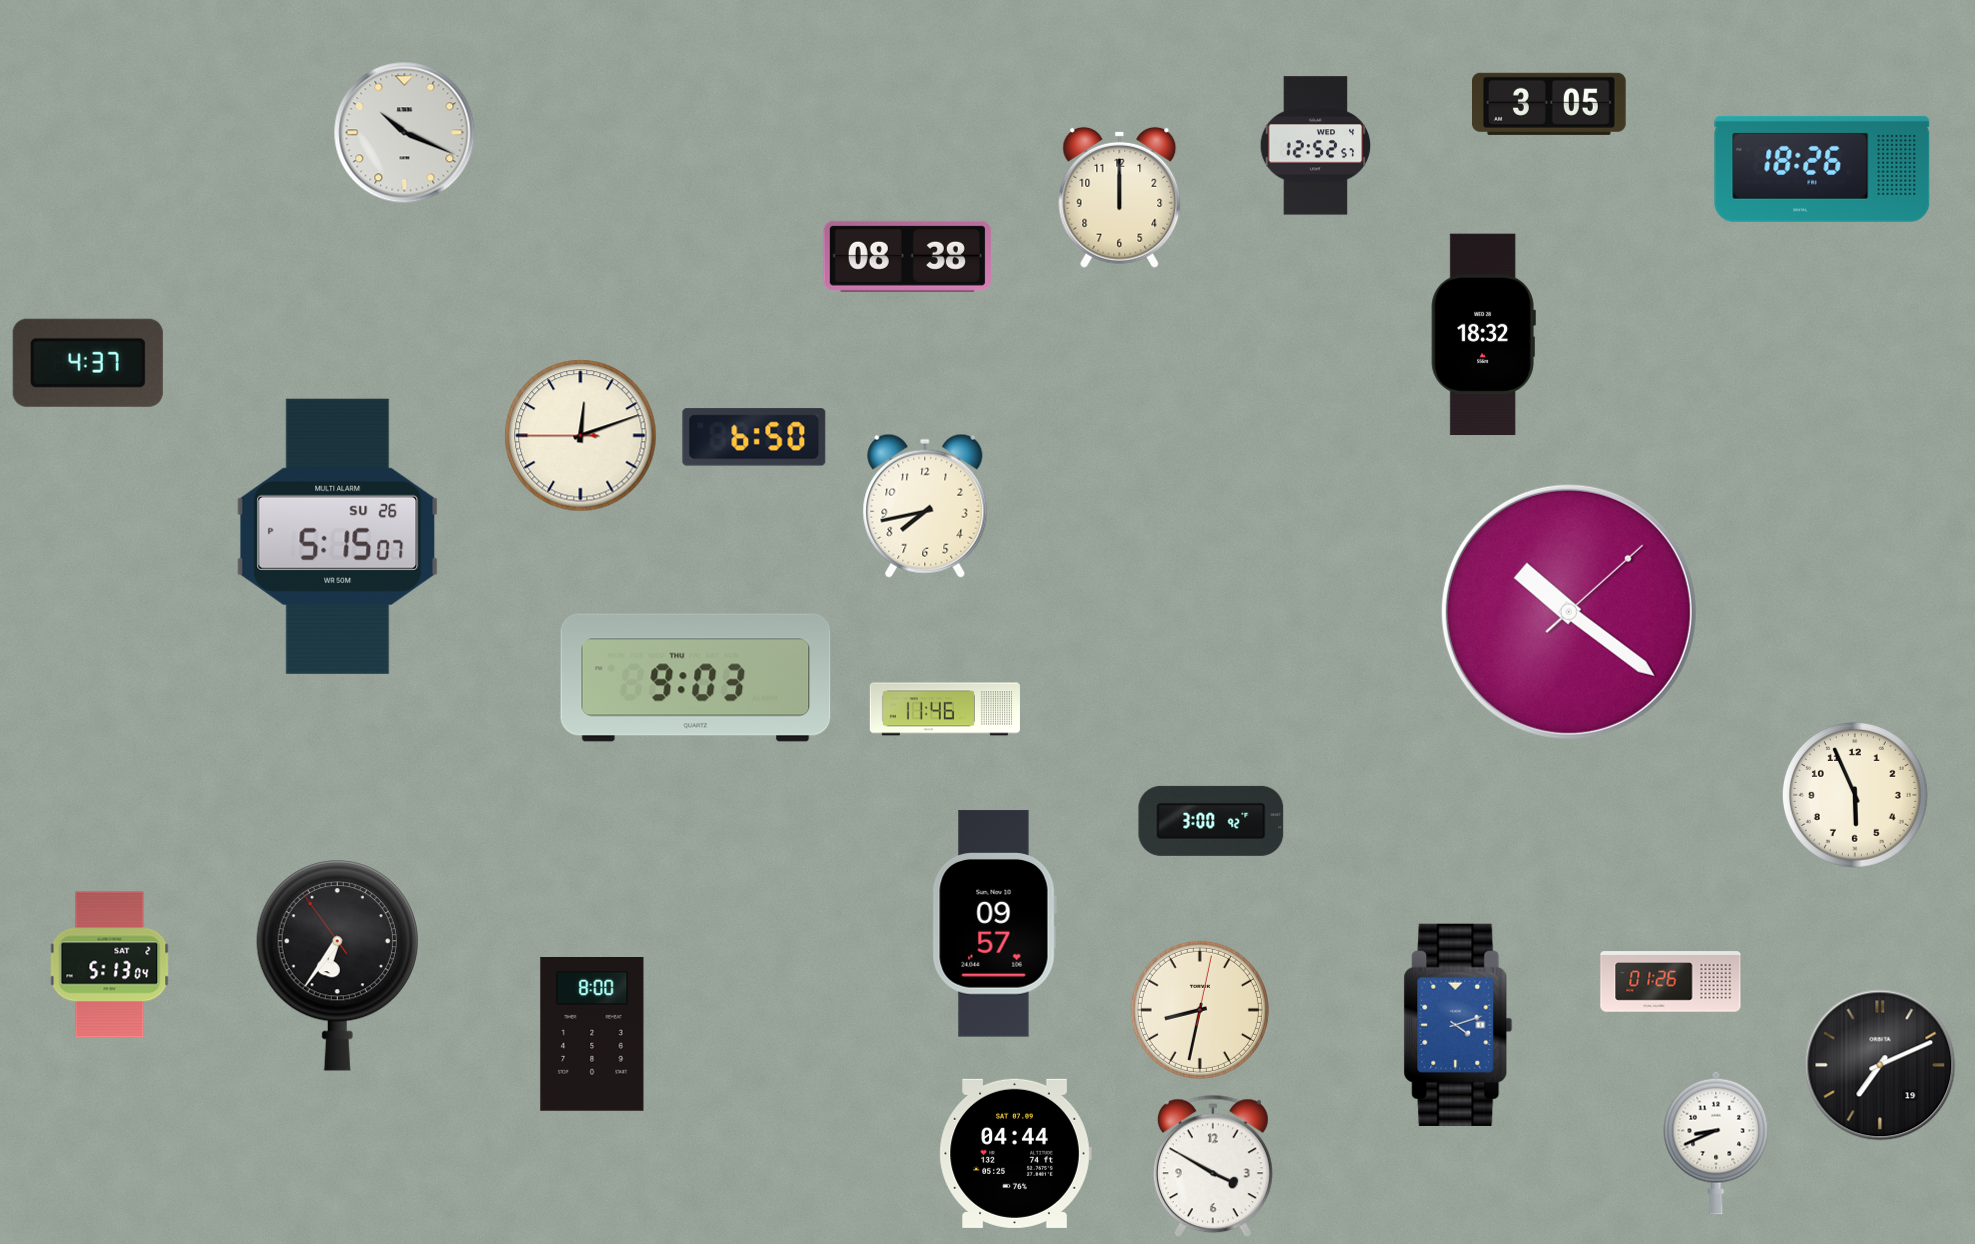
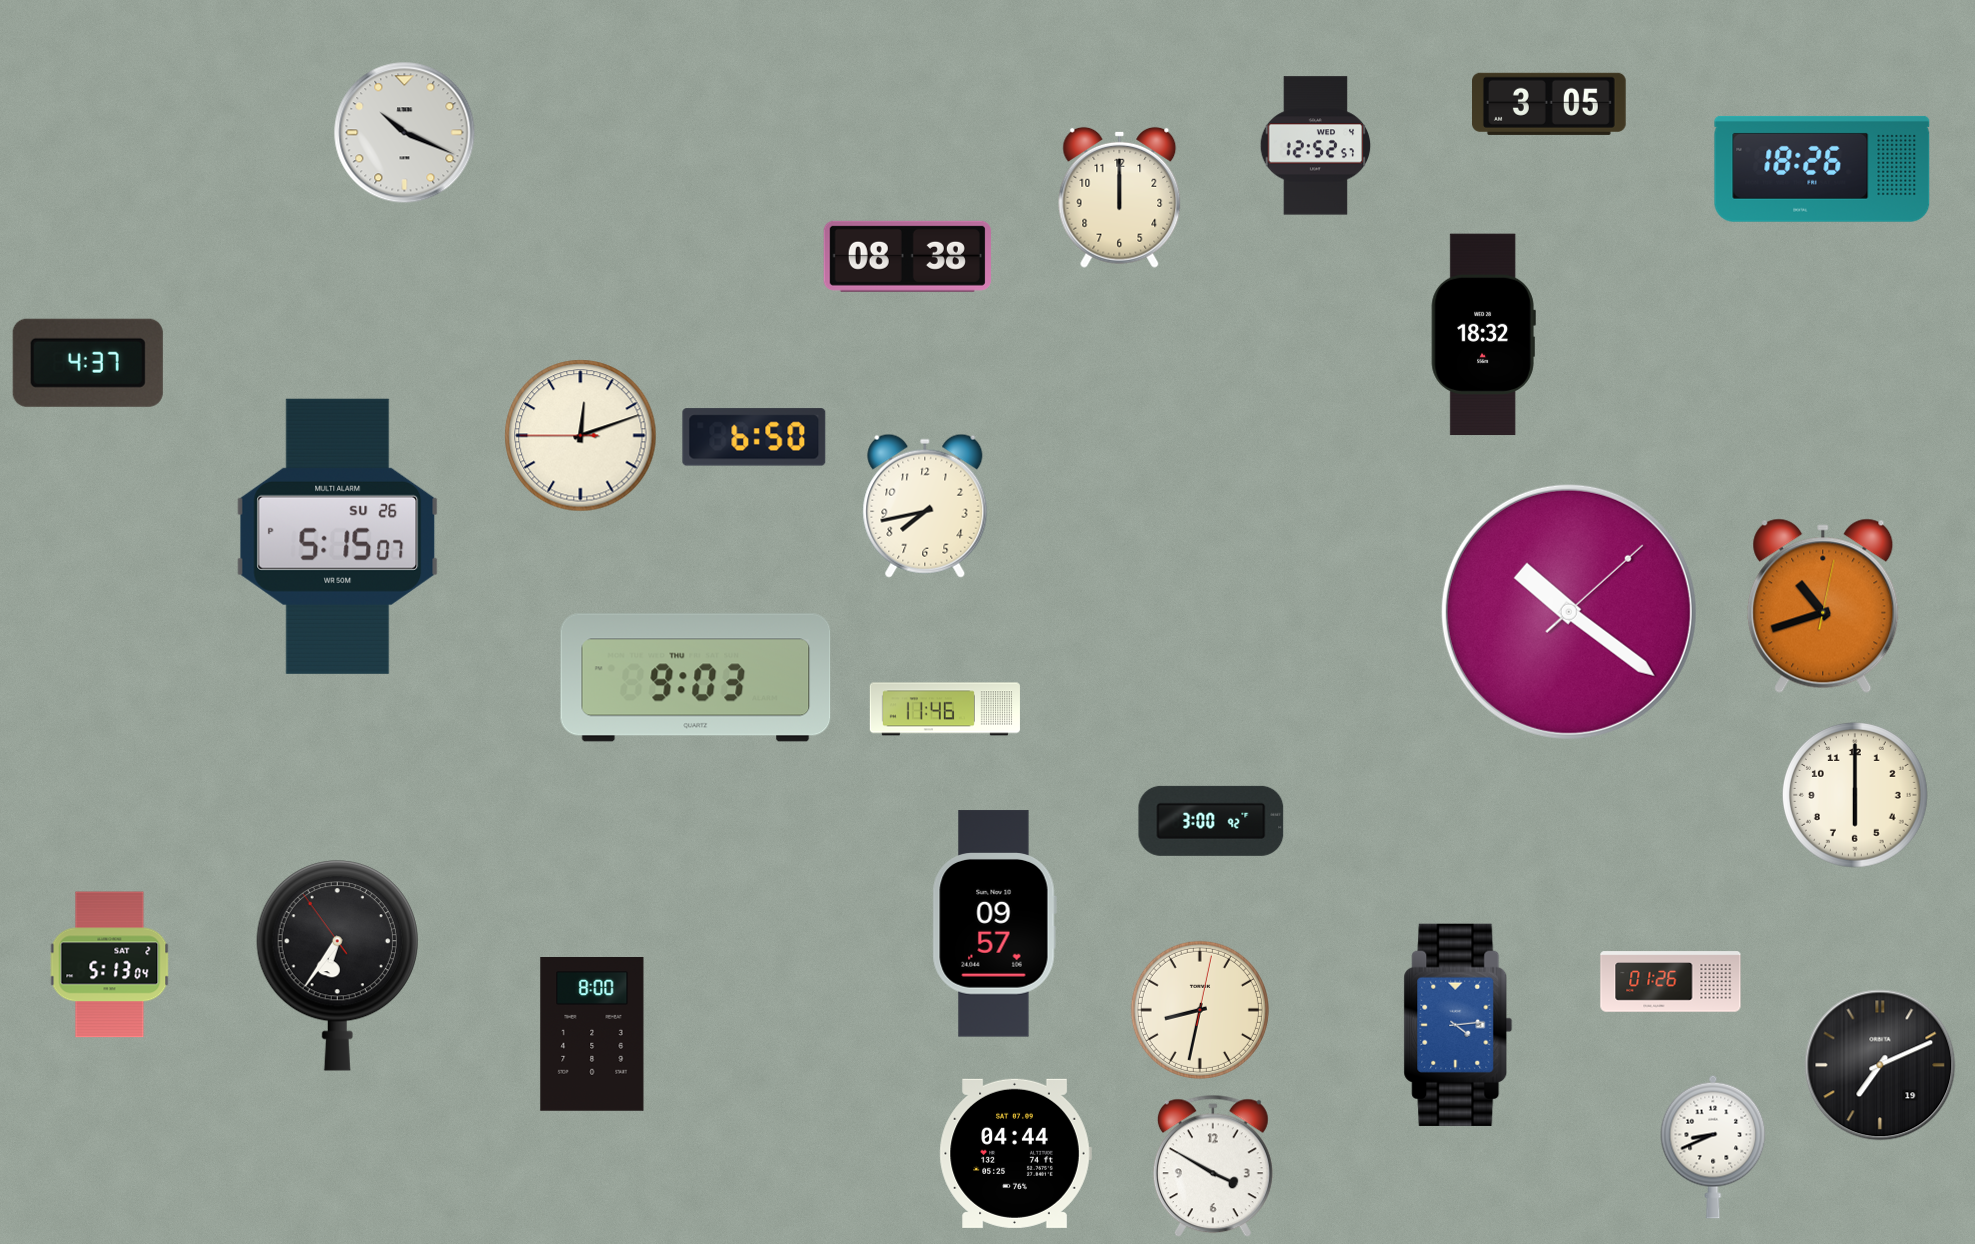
clock at (1823, 606): none -> 10:42
clock at (1855, 795): 5:56 -> 6:00
clock at (1458, 1025): 4:12 -> 4:14
clock at (1716, 1143) position: (1716, 1143) -> (1713, 1147)
